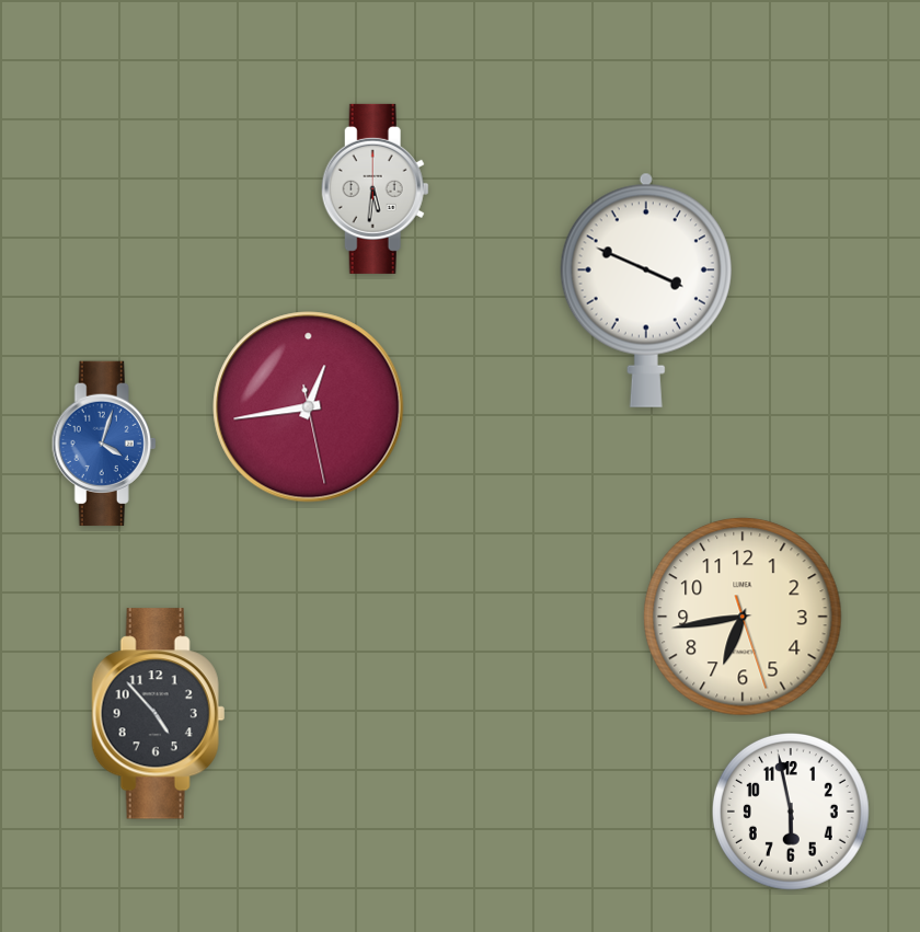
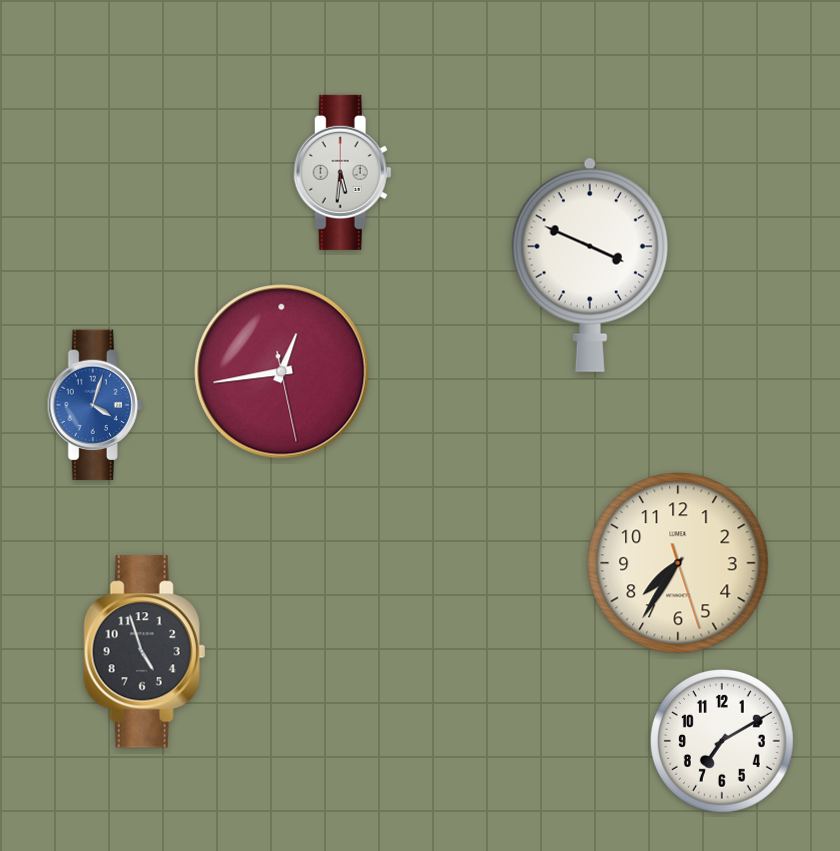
clock at (743, 617): 6:43 -> 7:35
clock at (158, 714): 4:53 -> 4:57
clock at (791, 812): 5:58 -> 7:10
